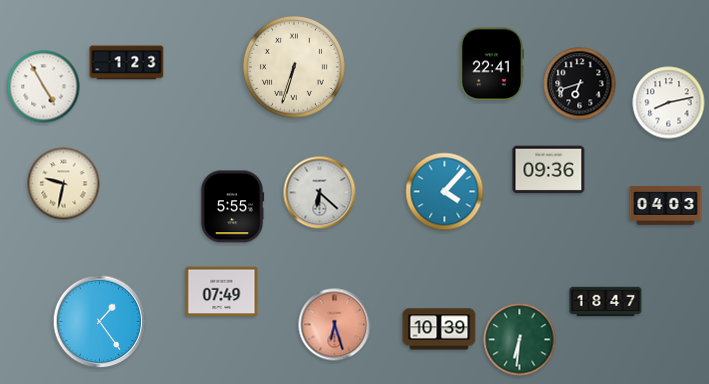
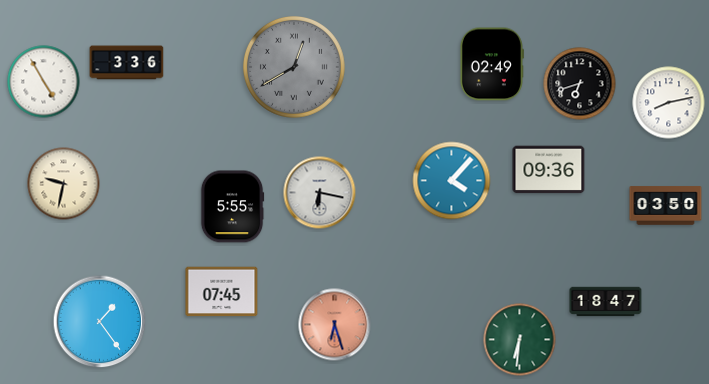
clock at (127, 63): 1:23 -> 3:36
clock at (491, 64): 22:41 -> 02:49
clock at (294, 67): 6:33 -> 12:40
clock at (294, 67) dial: cream -> grey
clock at (44, 87) position: (44, 87) -> (44, 82)
clock at (445, 192) position: (445, 192) -> (452, 181)
clock at (320, 193): 6:22 -> 6:17
clock at (666, 206): 04:03 -> 03:50
clock at (222, 292): 07:49 -> 07:45
clock at (439, 329): 10:39 -> none
